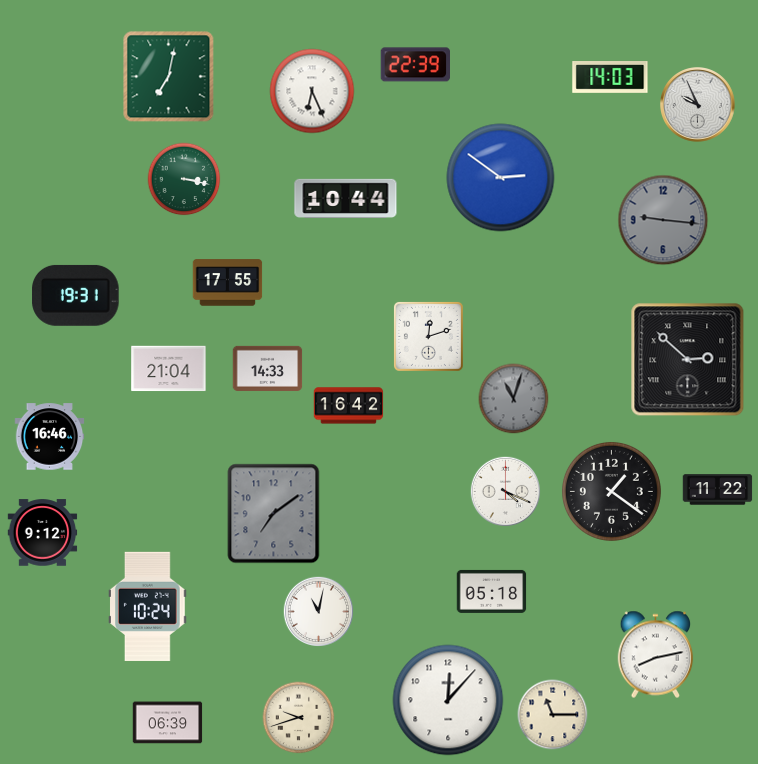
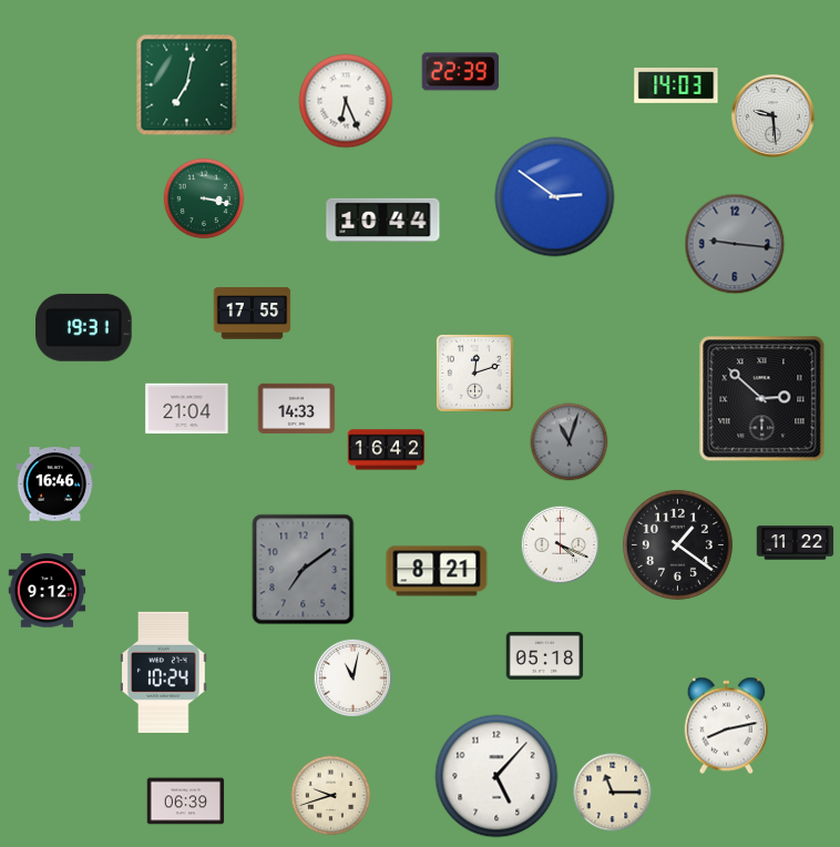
clock at (698, 105): 9:56 -> 9:29
clock at (437, 571): none -> 8:21
clock at (448, 700): 12:07 -> 5:07
